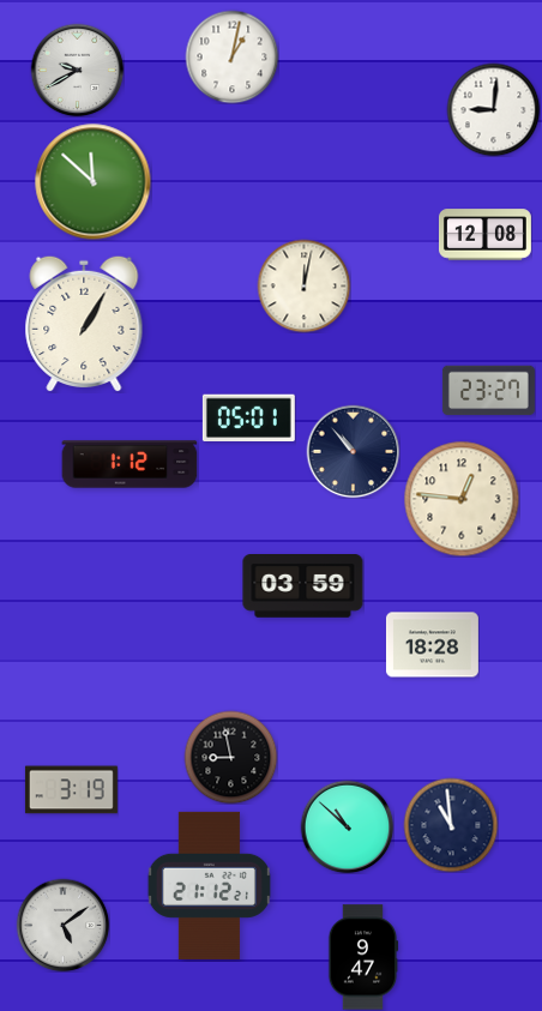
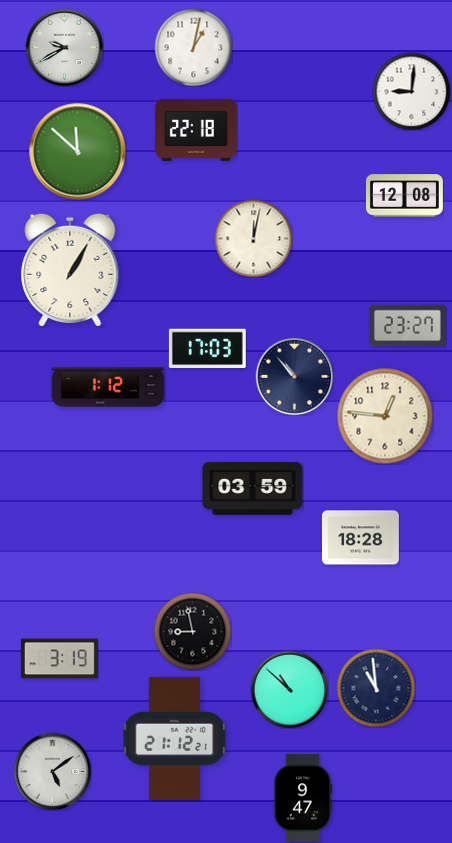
clock at (77, 70) position: (77, 70) -> (64, 47)
clock at (196, 130): none -> 22:18
clock at (248, 417): 05:01 -> 17:03
